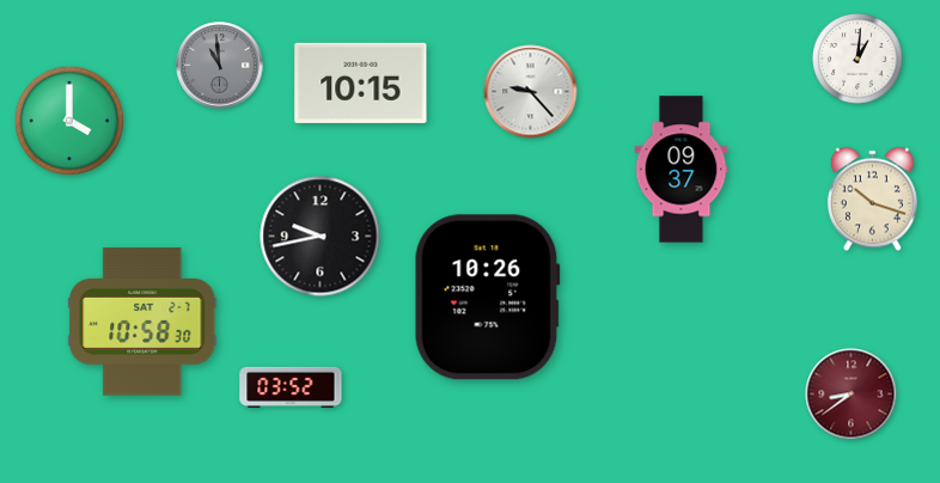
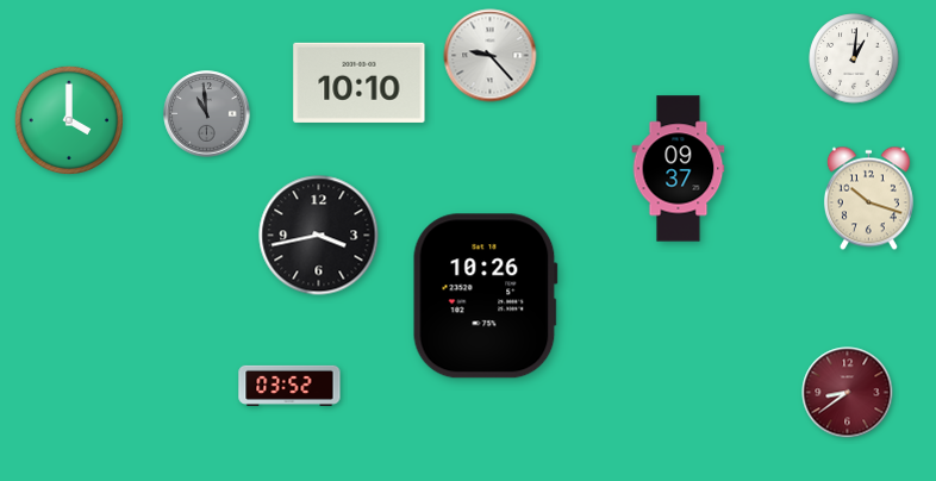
clock at (220, 66) position: (220, 66) -> (207, 114)
clock at (361, 82): 10:15 -> 10:10
clock at (531, 92) position: (531, 92) -> (491, 56)
clock at (321, 237): 9:43 -> 3:43
clock at (142, 322): 10:58 -> none
